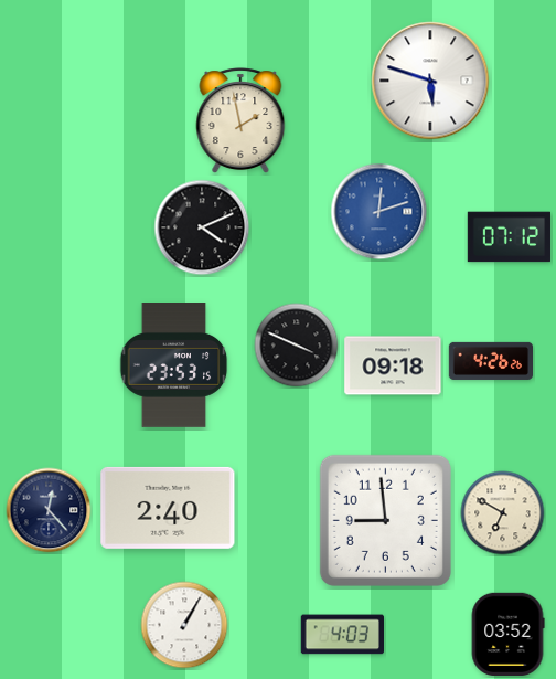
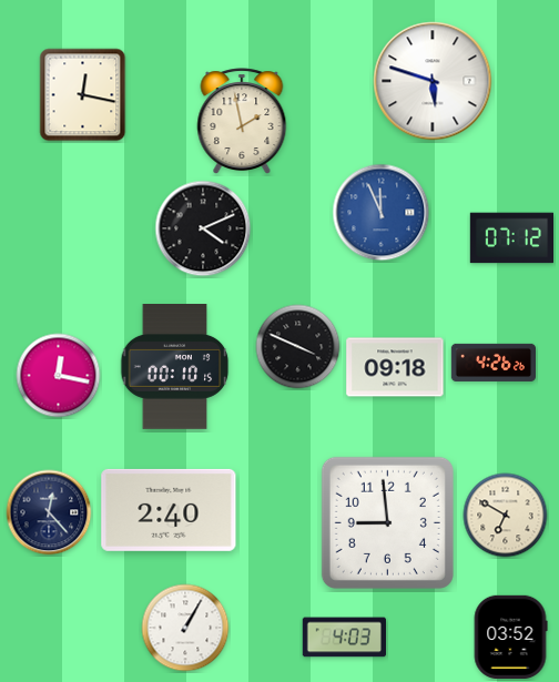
clock at (83, 95): none -> 12:17
clock at (379, 212): 12:12 -> 11:56
clock at (174, 365): 23:53 -> 00:10
clock at (59, 376): none -> 12:17
